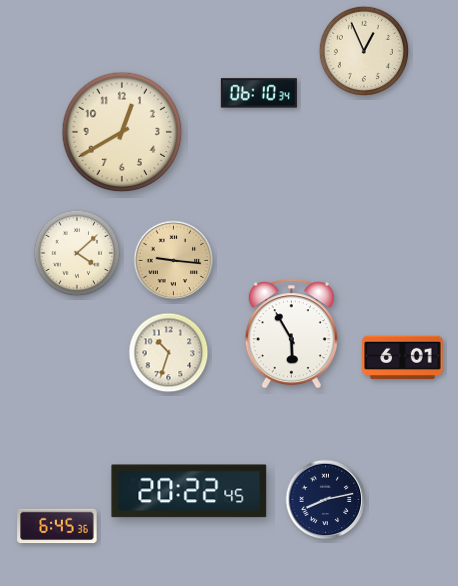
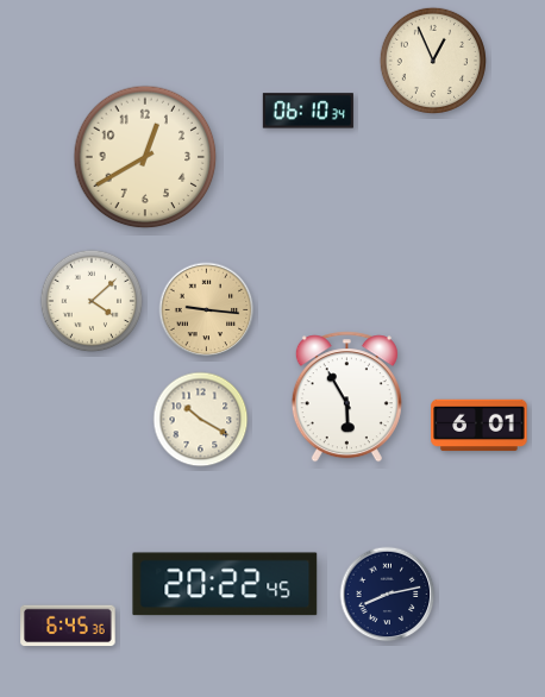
clock at (169, 353): 10:33 -> 10:20
